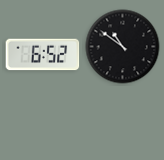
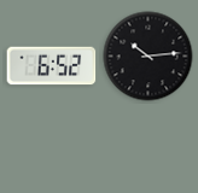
clock at (123, 47): 10:51 -> 10:14
